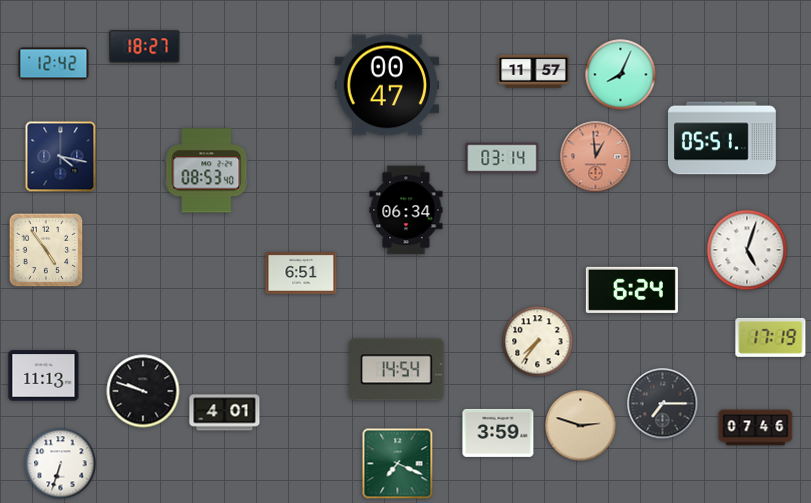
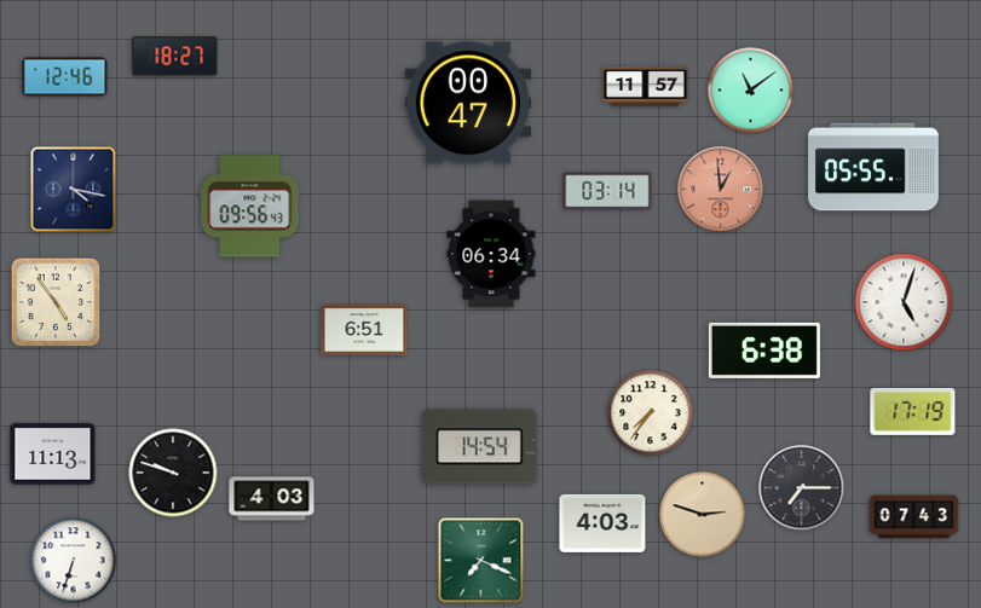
clock at (54, 64): 12:42 -> 12:46
clock at (621, 75): 8:04 -> 11:09
clock at (723, 138): 05:51 -> 05:55
clock at (207, 171): 08:53 -> 09:56
clock at (632, 290): 6:24 -> 6:38
clock at (771, 337) position: (771, 337) -> (913, 411)
clock at (225, 413): 4:01 -> 4:03
clock at (756, 428): 07:46 -> 07:43
clock at (498, 433): 3:59 -> 4:03
